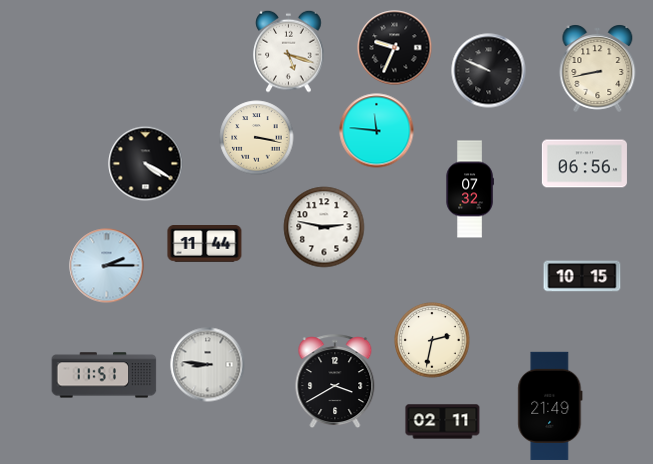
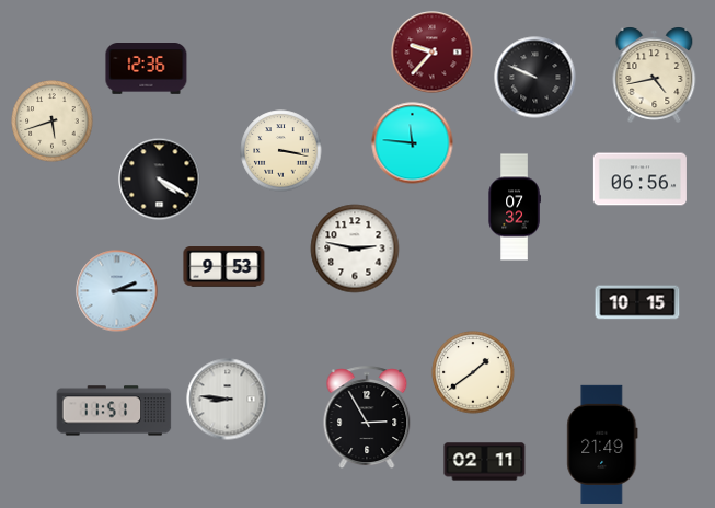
clock at (395, 48): 9:34 -> 9:37
clock at (395, 48) dial: black -> burgundy
clock at (289, 51): 5:18 -> none
clock at (147, 69): none -> 12:36
clock at (598, 68): 8:43 -> 4:43
clock at (53, 122): none -> 5:42
clock at (205, 244): 11:44 -> 9:53
clock at (432, 340): 2:32 -> 1:39
clock at (335, 382): 3:40 -> 2:55
